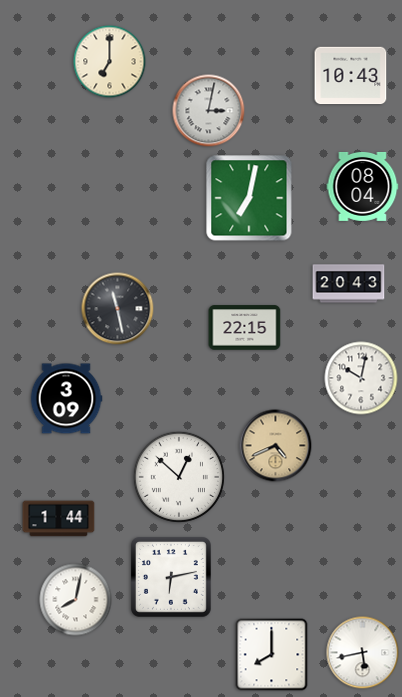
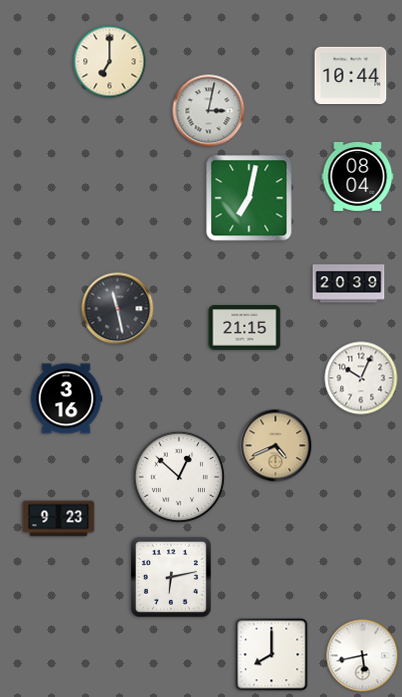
clock at (351, 76): 10:43 -> 10:44
clock at (363, 186) position: (363, 186) -> (358, 176)
clock at (349, 284): 20:43 -> 20:39
clock at (245, 328): 22:15 -> 21:15
clock at (361, 378): 10:02 -> 10:04
clock at (66, 399): 3:09 -> 3:16
clock at (59, 519): 1:44 -> 9:23
clock at (76, 600): 8:02 -> none
clock at (363, 653) position: (363, 653) -> (363, 656)
